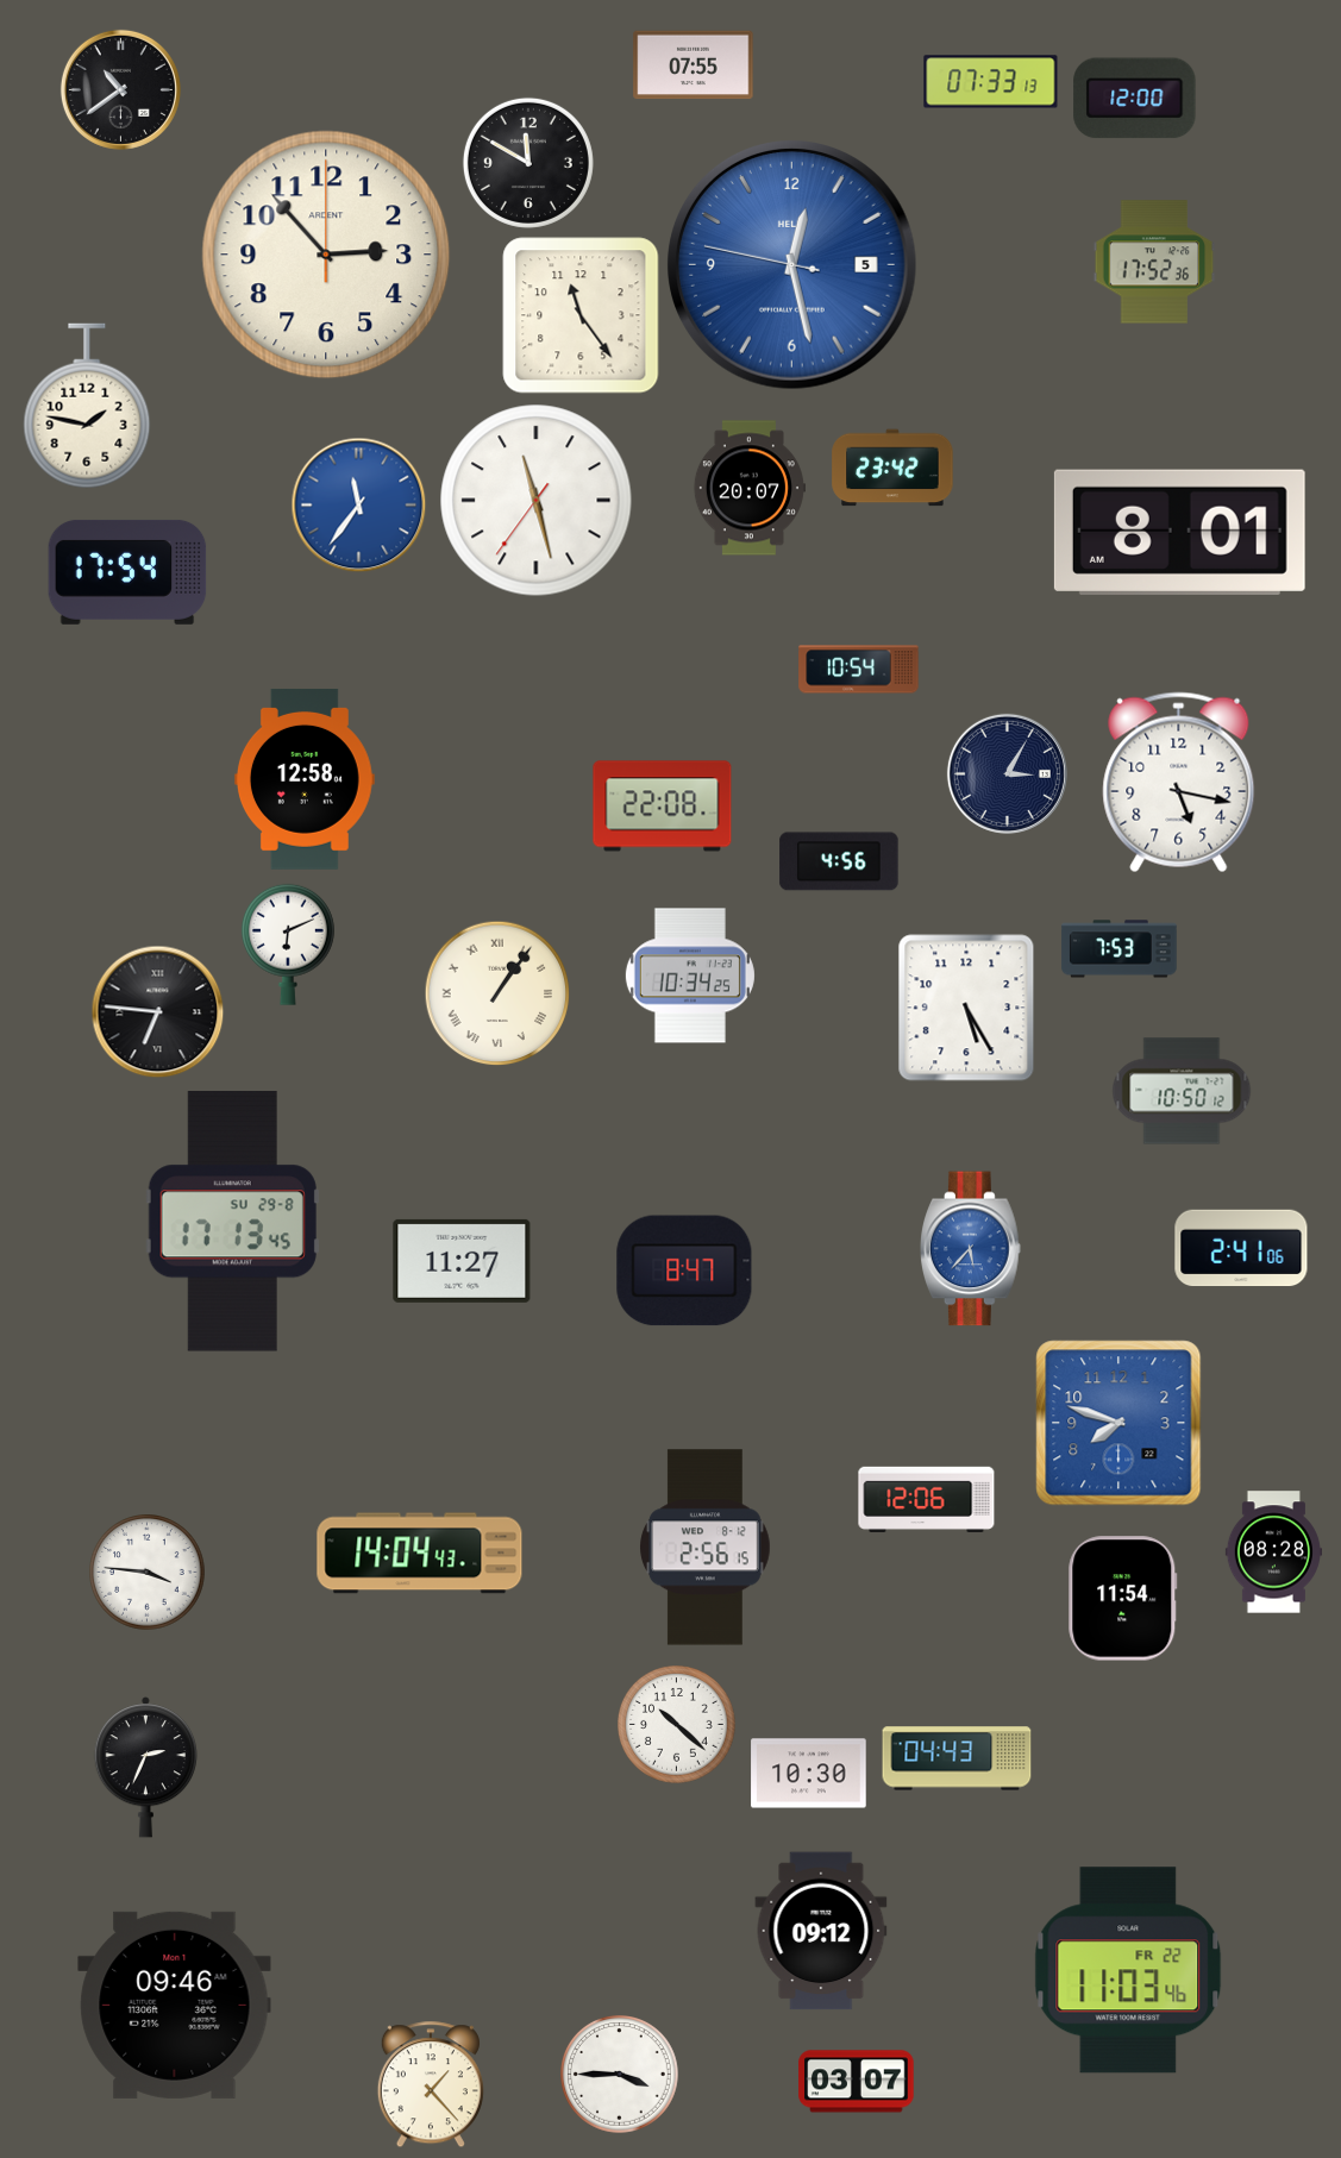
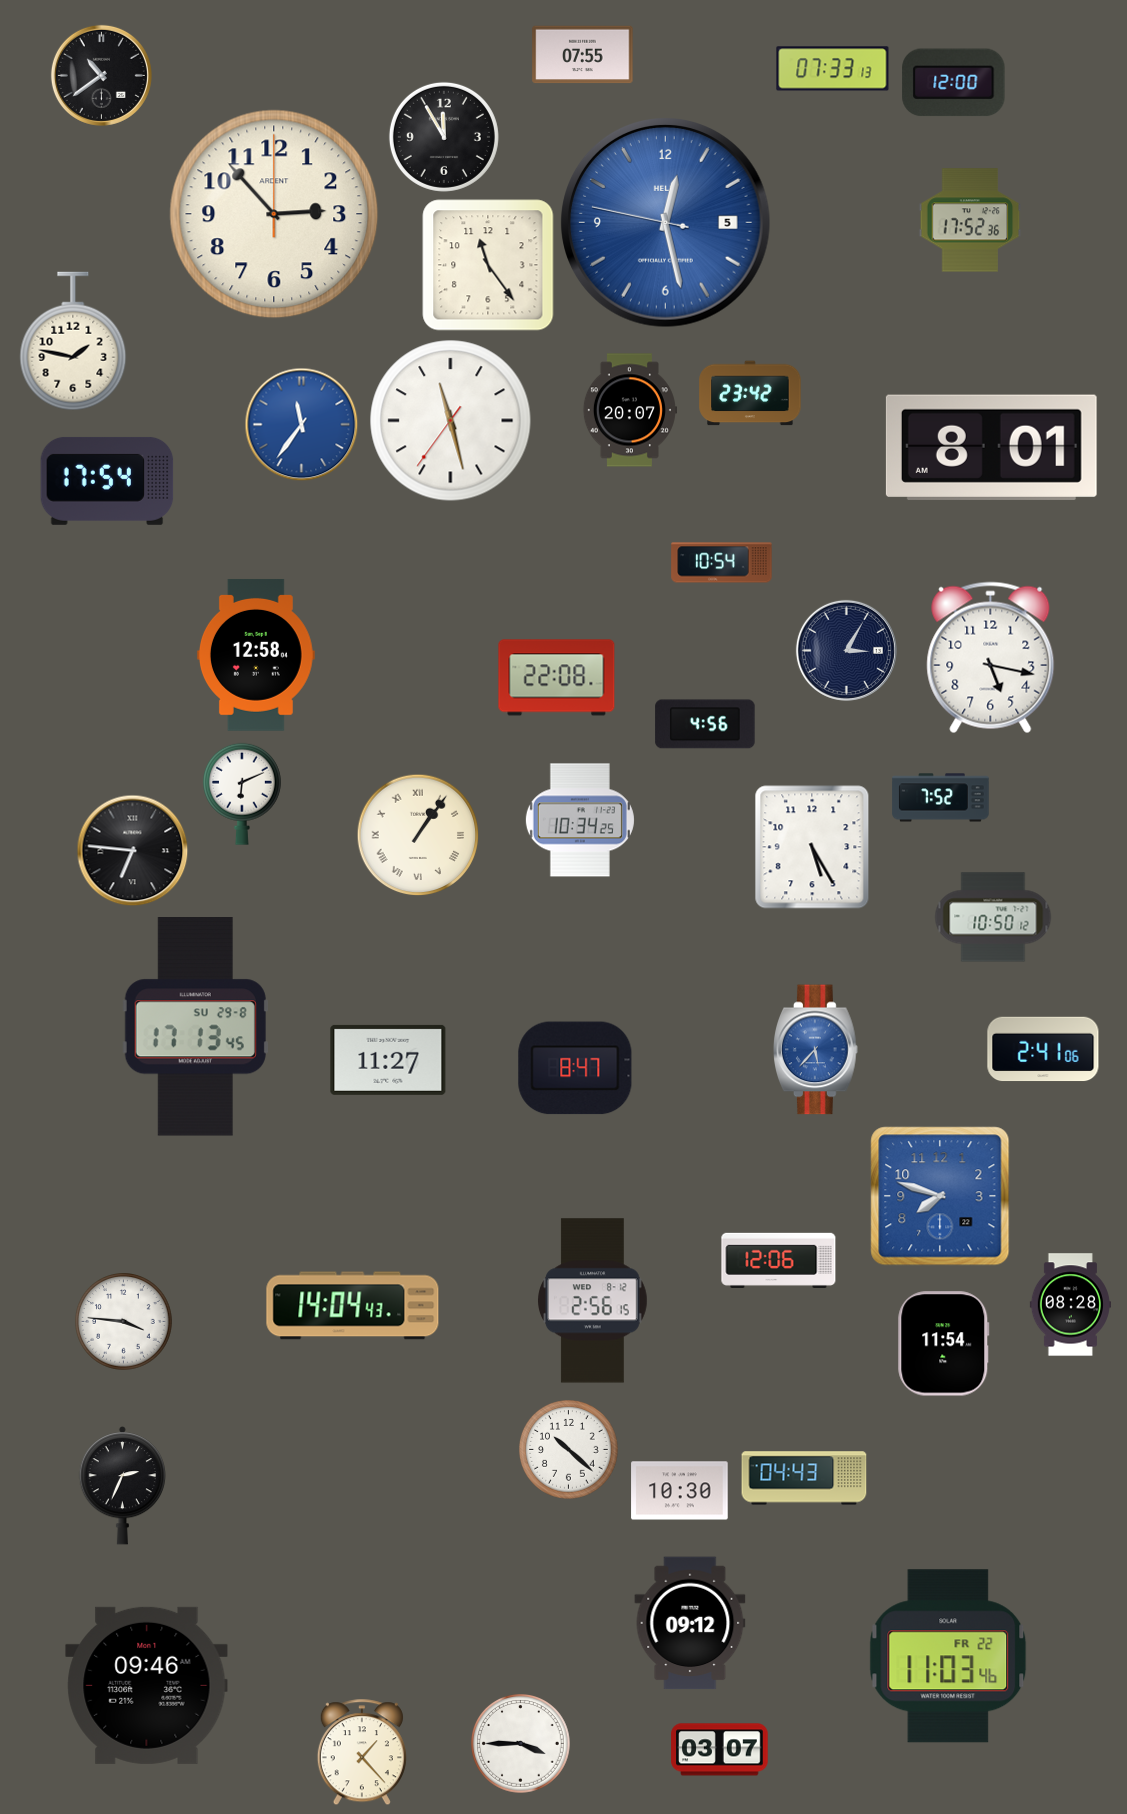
clock at (528, 163): 11:50 -> 11:55
clock at (1120, 949): 7:53 -> 7:52
